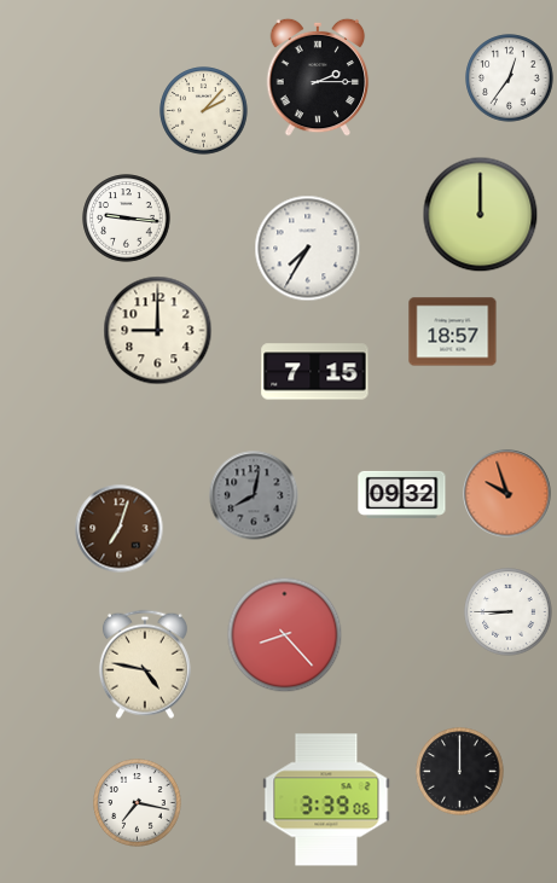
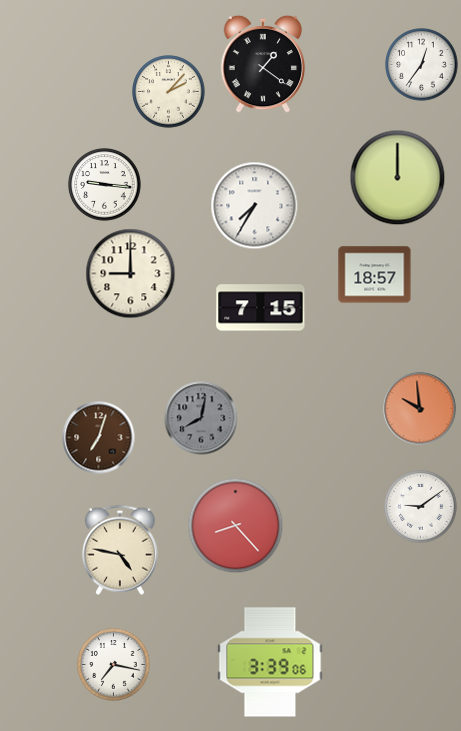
clock at (318, 77): 2:15 -> 1:21
clock at (127, 219) position: (127, 219) -> (105, 185)
clock at (402, 494): 09:32 -> none
clock at (507, 494): 9:57 -> 9:59
clock at (254, 495) position: (254, 495) -> (201, 418)
clock at (509, 612): 8:45 -> 9:09
clock at (460, 772): 12:00 -> none
